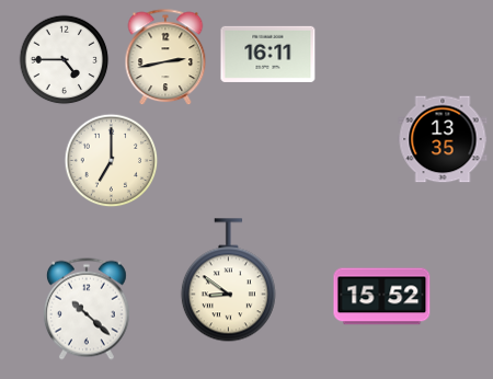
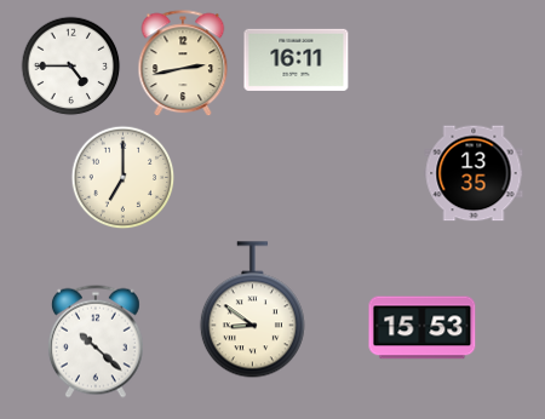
clock at (443, 139) position: (443, 139) -> (474, 173)
clock at (382, 297): 15:52 -> 15:53
